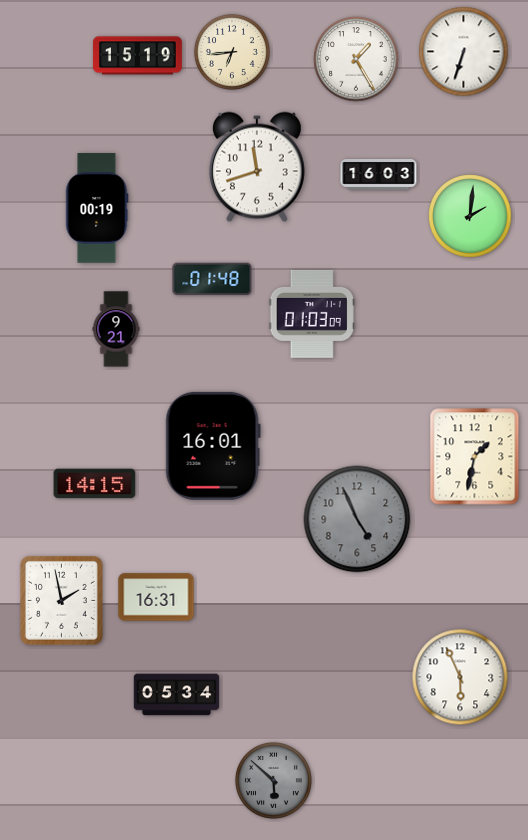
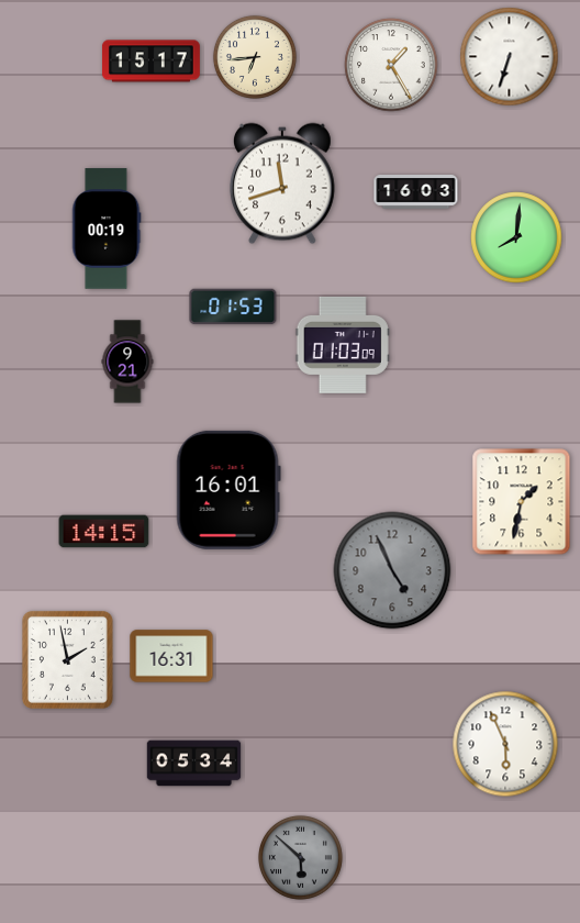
clock at (137, 56): 15:19 -> 15:17
clock at (470, 216): 2:01 -> 8:01
clock at (212, 279): 01:48 -> 01:53
clock at (213, 446) position: (213, 446) -> (228, 490)
